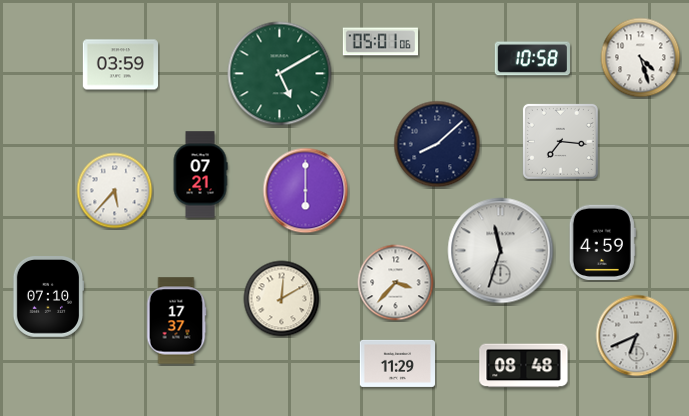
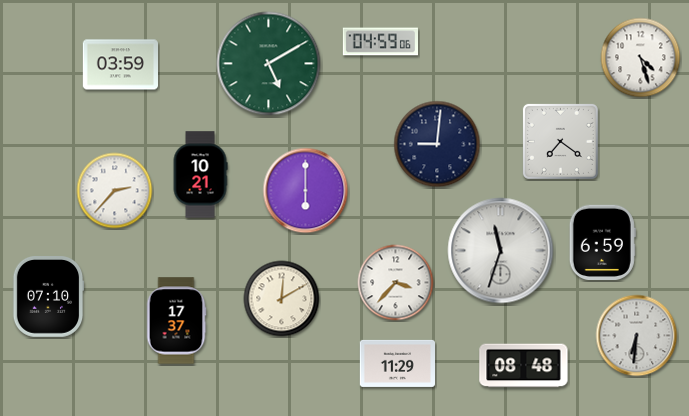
clock at (380, 42): 05:01 -> 04:59
clock at (532, 59): 10:58 -> none
clock at (280, 74) position: (280, 74) -> (269, 64)
clock at (560, 141): 7:16 -> 7:21
clock at (437, 144): 8:08 -> 9:01
clock at (200, 175): 07:21 -> 10:21
clock at (115, 191): 5:37 -> 2:37
clock at (602, 242): 4:59 -> 6:59
clock at (637, 336): 6:41 -> 6:31
